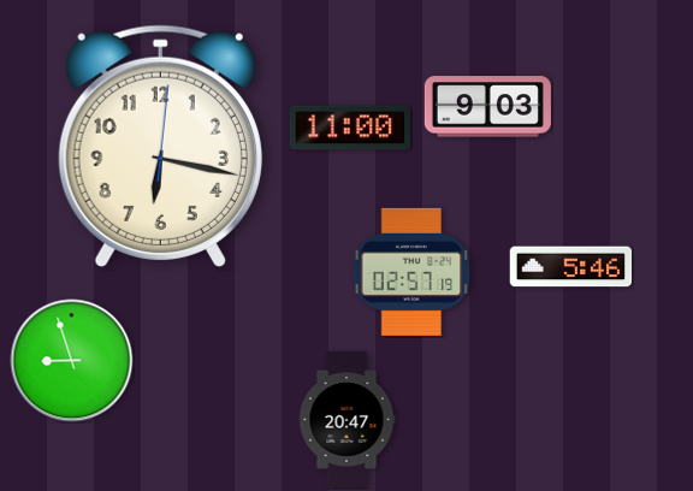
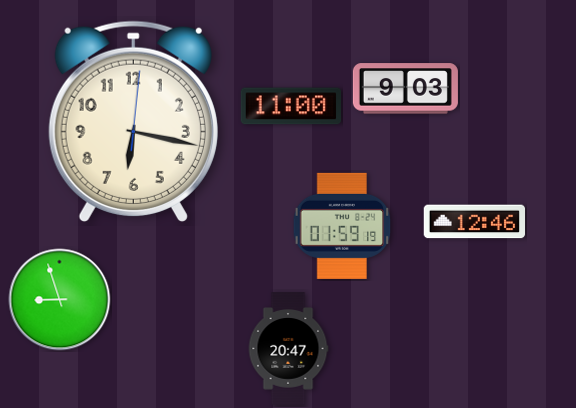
clock at (571, 267): 5:46 -> 12:46
clock at (411, 272): 02:57 -> 01:59
